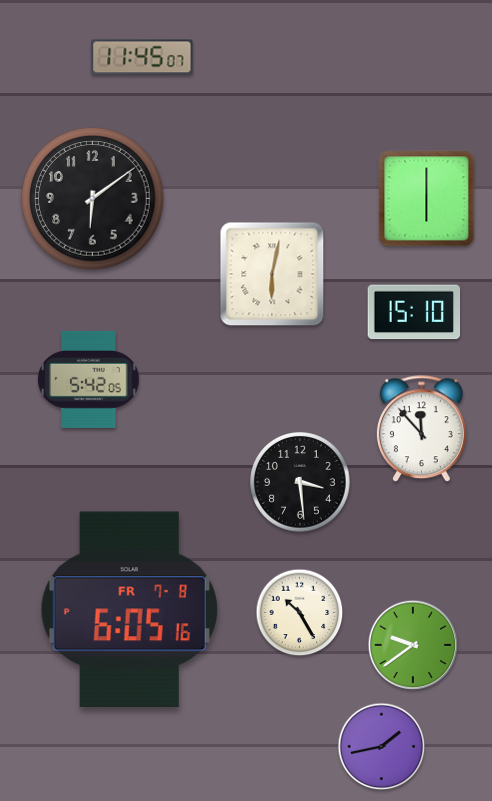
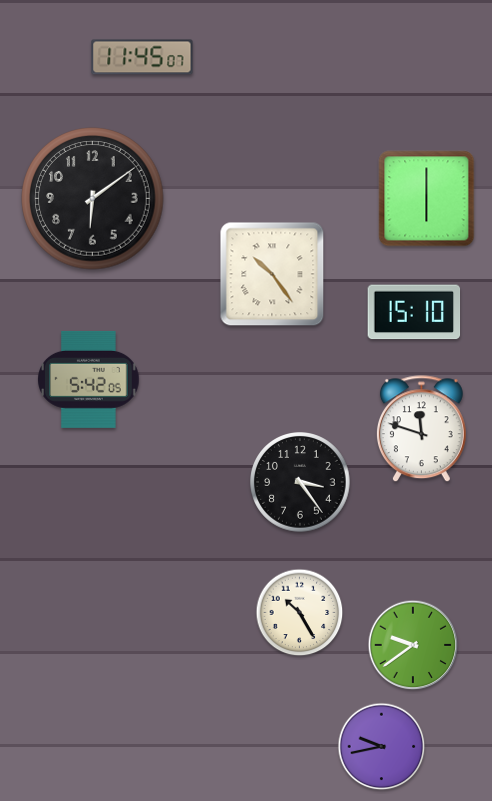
clock at (272, 274): 6:02 -> 10:24
clock at (421, 429): 11:53 -> 11:48
clock at (300, 482): 3:29 -> 3:24
clock at (129, 609): 6:05 -> none
clock at (382, 747): 1:43 -> 9:43
